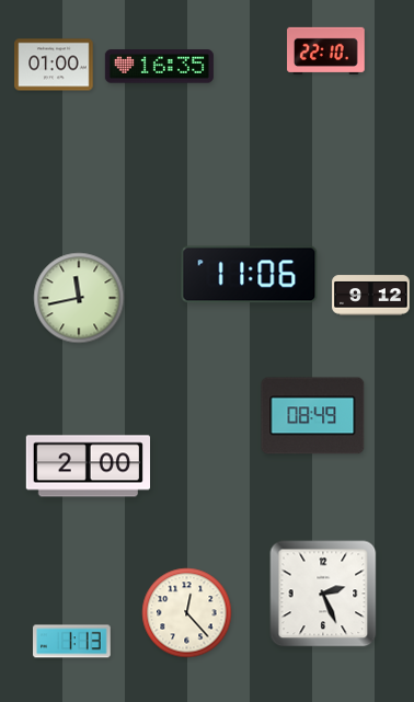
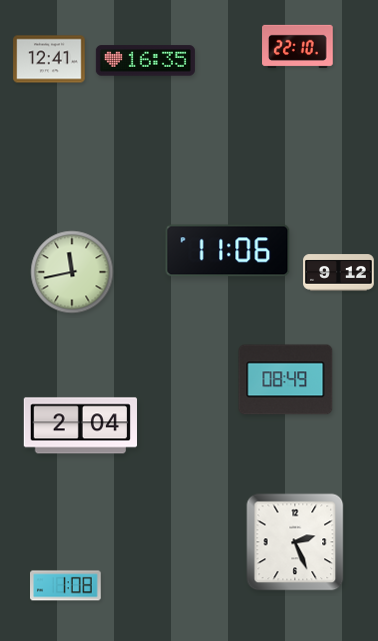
clock at (54, 65): 01:00 -> 12:41
clock at (371, 296) position: (371, 296) -> (339, 273)
clock at (88, 467): 2:00 -> 2:04
clock at (187, 613): 12:23 -> none
clock at (72, 642): 1:13 -> 1:08
